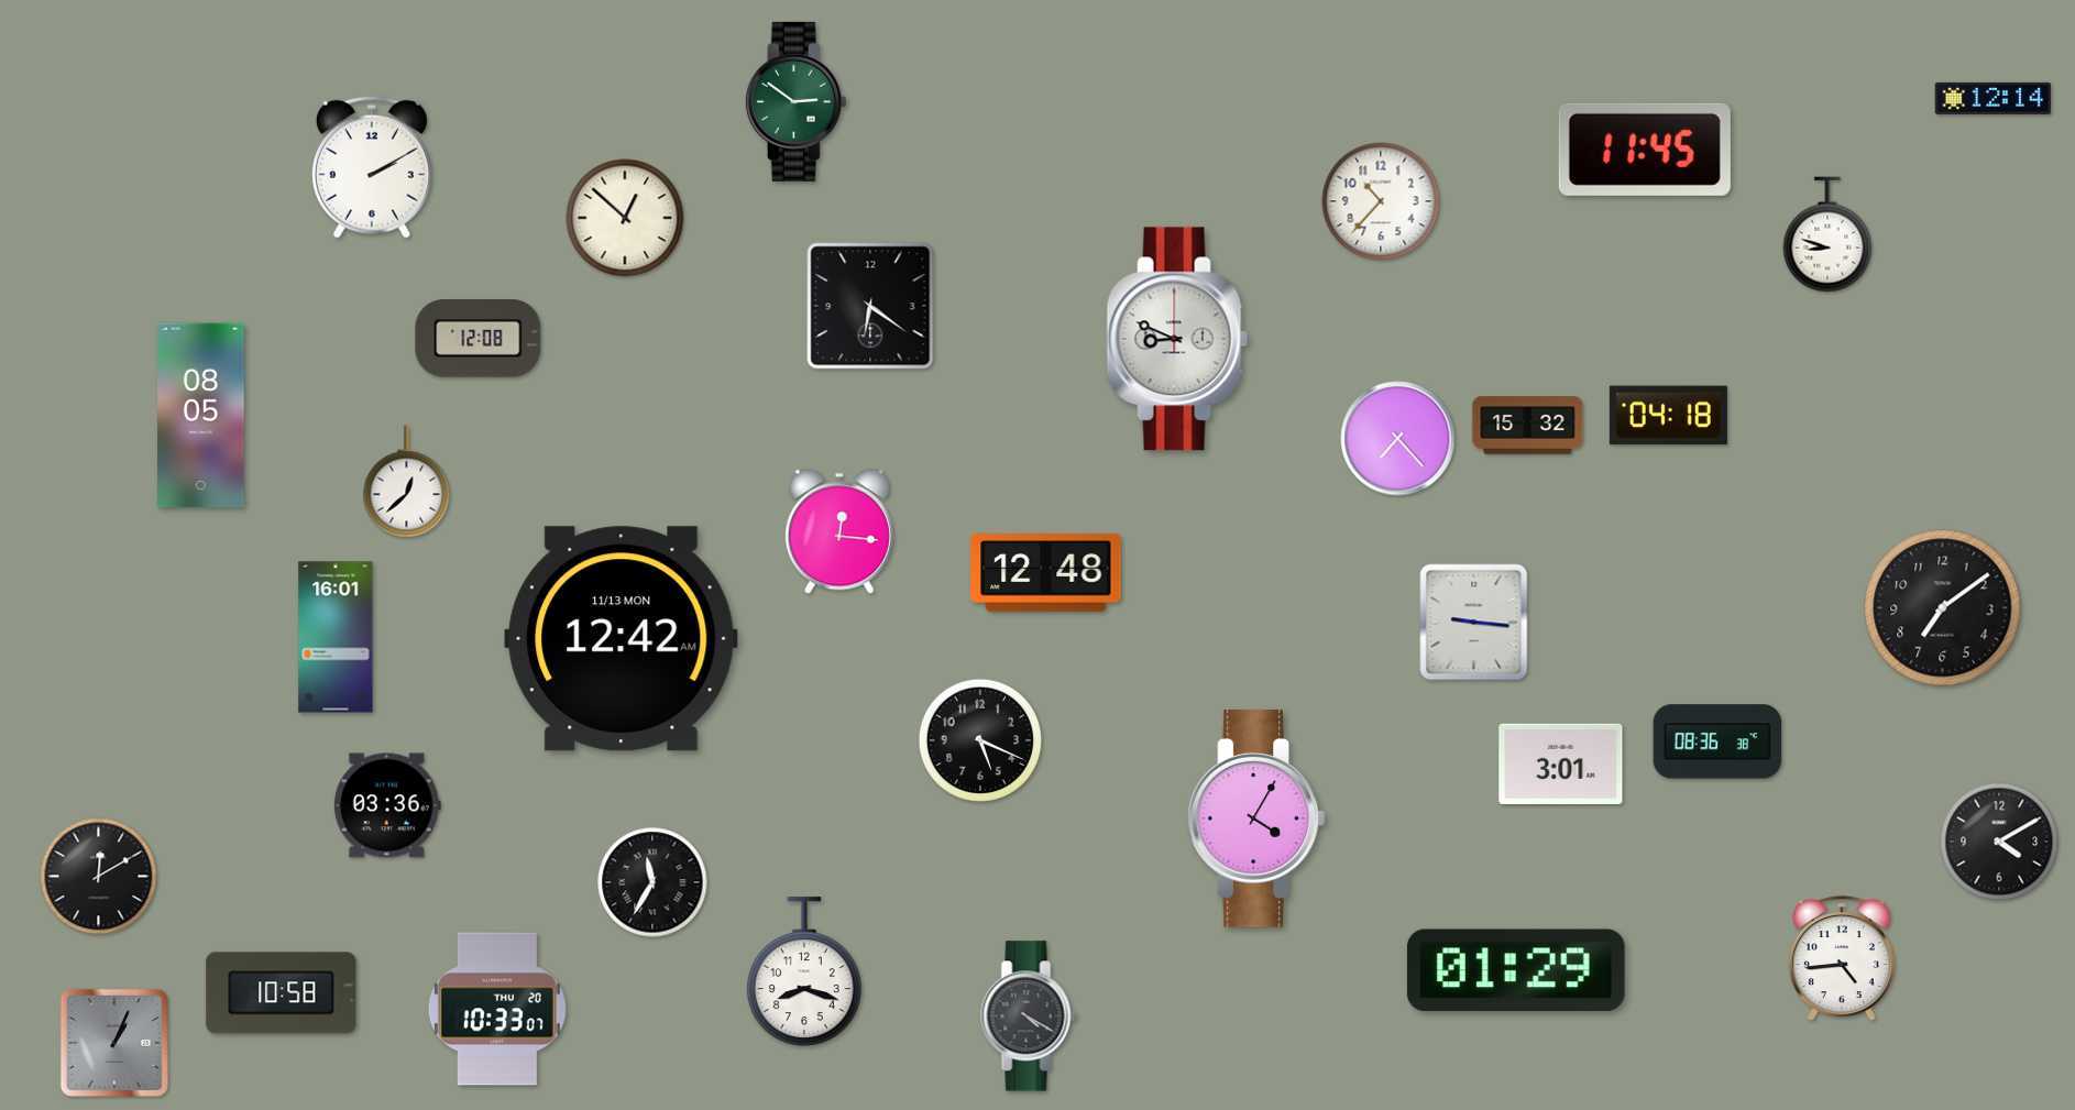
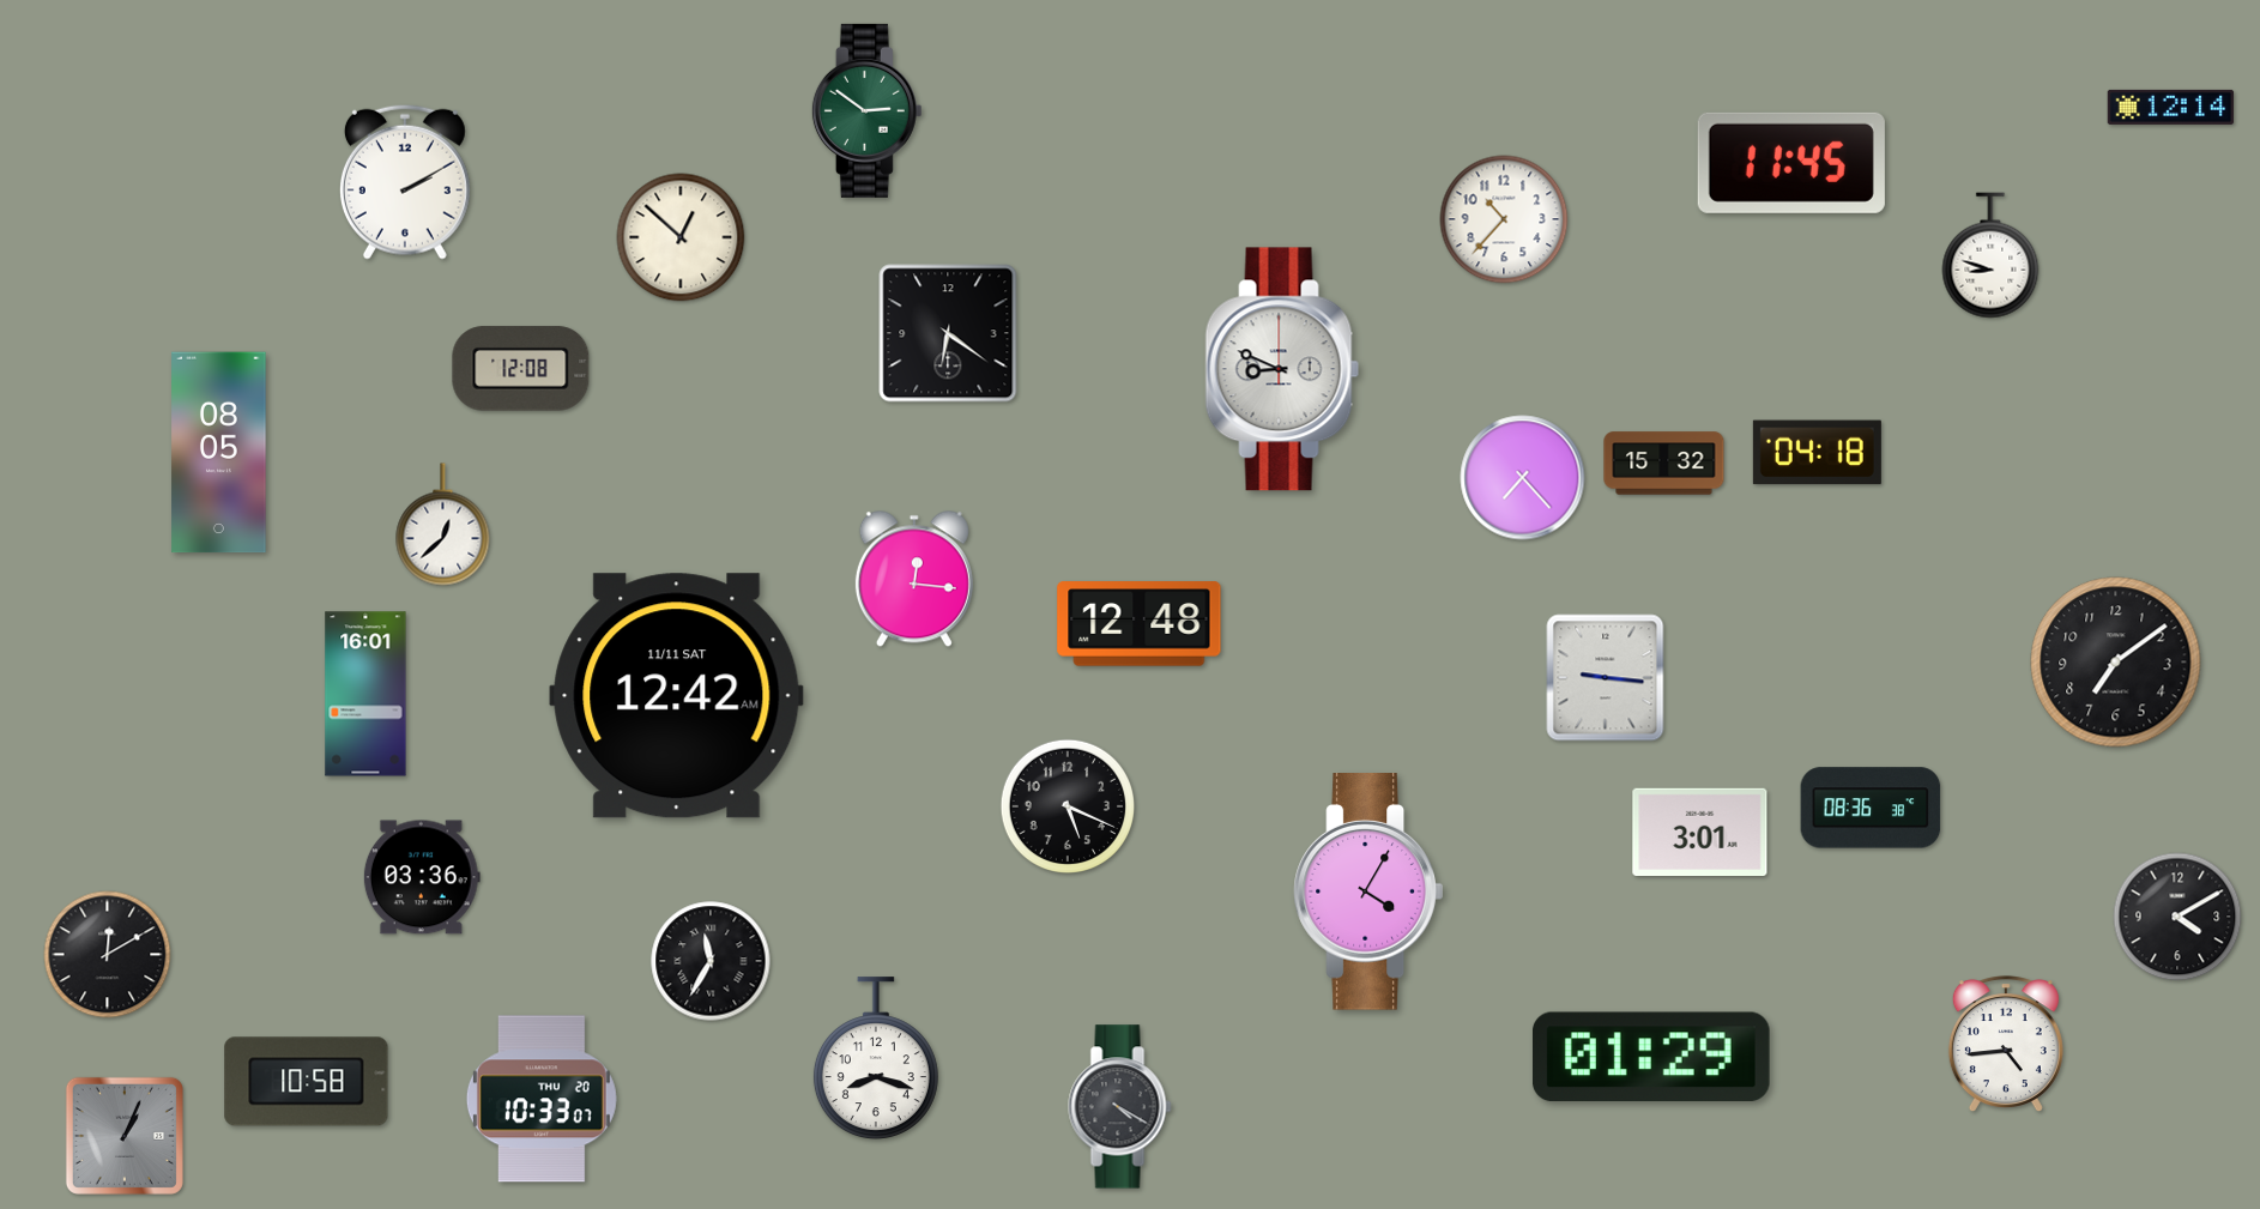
clock at (622, 639) date: 11/13 MON -> 11/11 SAT
